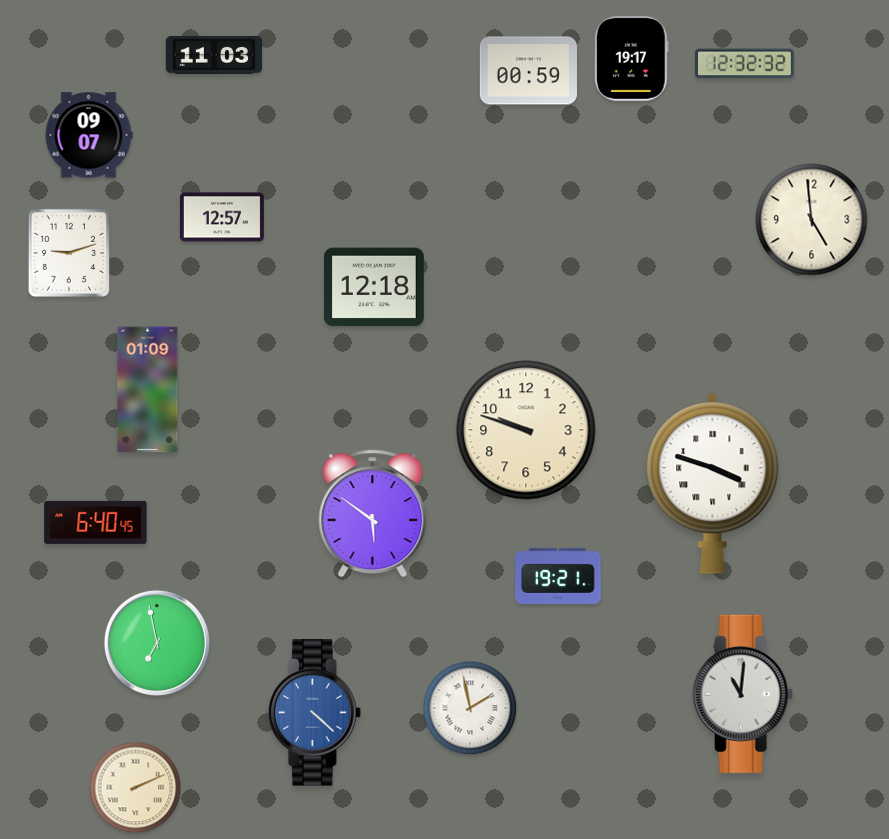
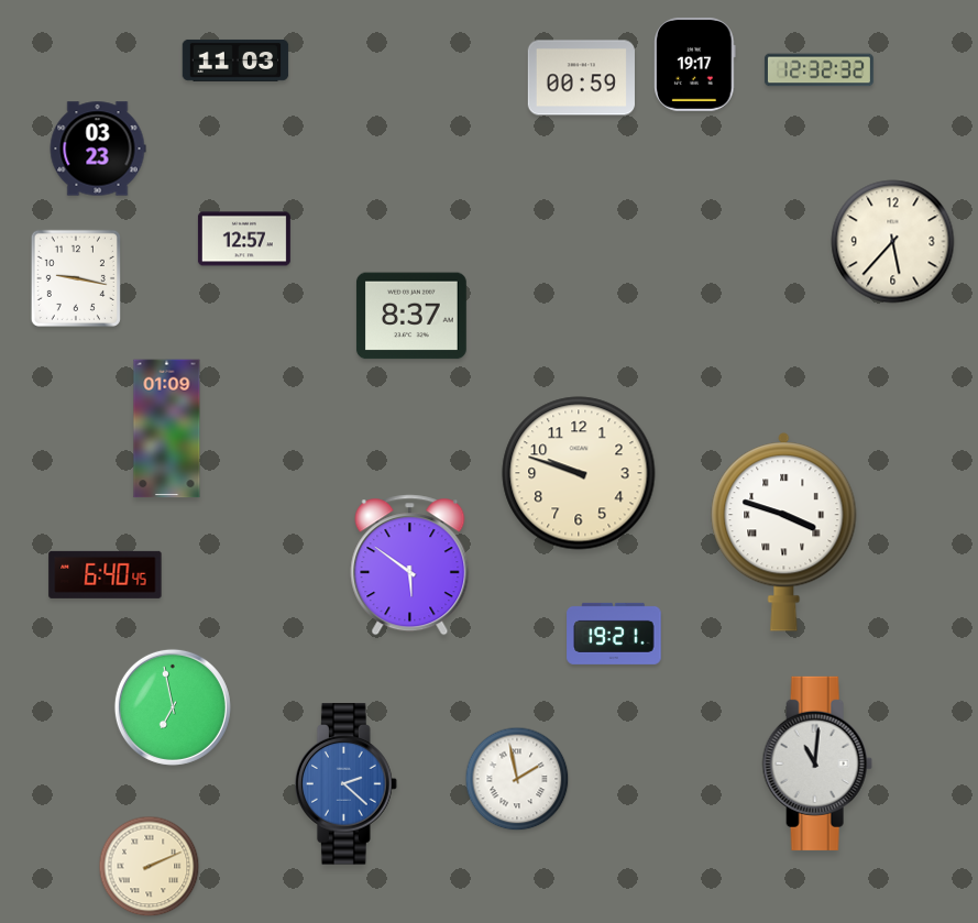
clock at (89, 135): 09:07 -> 03:23
clock at (812, 220): 4:59 -> 5:37
clock at (69, 253): 9:12 -> 9:17
clock at (374, 287): 12:18 -> 8:37
clock at (148, 390) position: (148, 390) -> (167, 429)
clock at (314, 713): 4:22 -> 2:22
